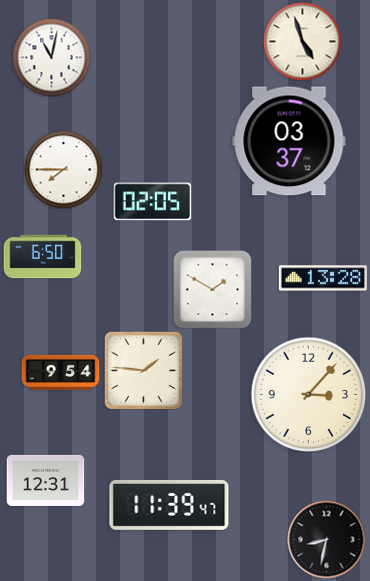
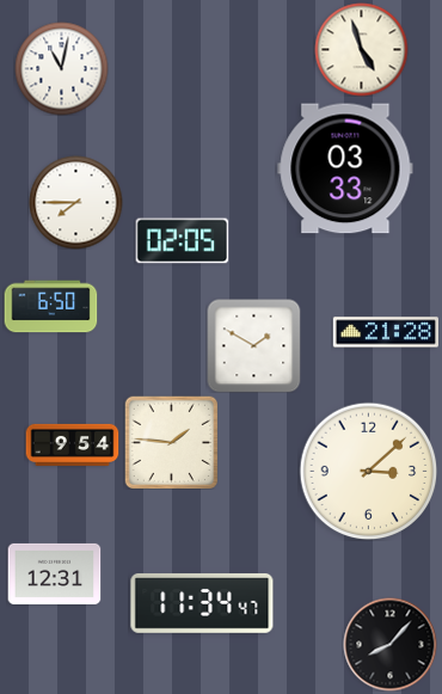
clock at (289, 141): 03:37 -> 03:33
clock at (323, 278): 13:28 -> 21:28
clock at (308, 394): 3:07 -> 3:08
clock at (169, 505): 11:39 -> 11:34
clock at (326, 539): 8:32 -> 8:07
